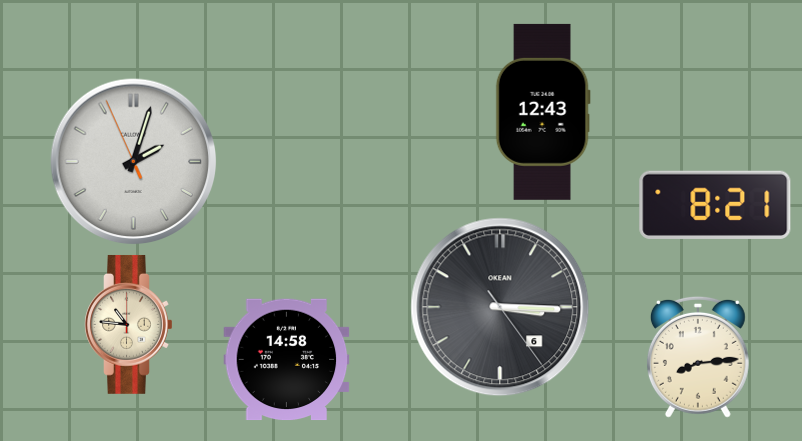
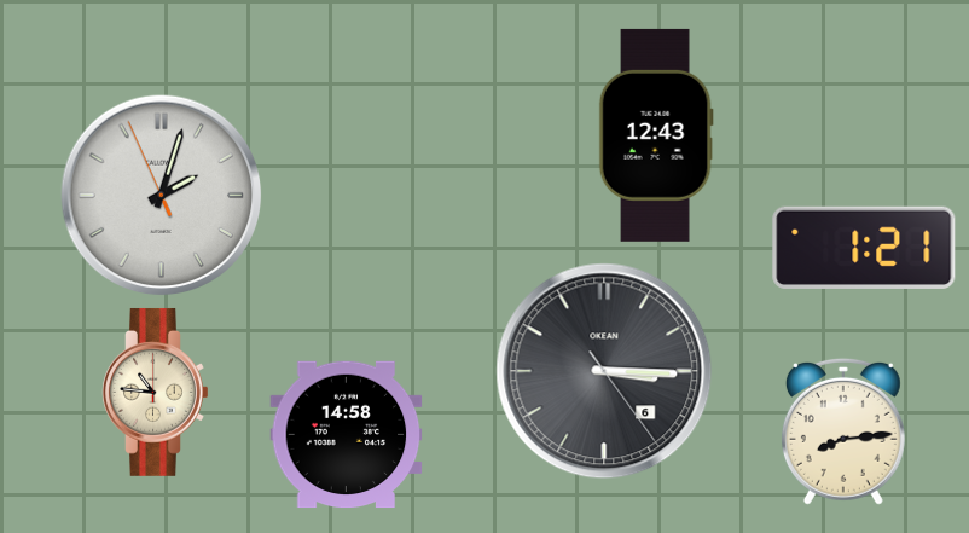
clock at (715, 204): 8:21 -> 1:21
